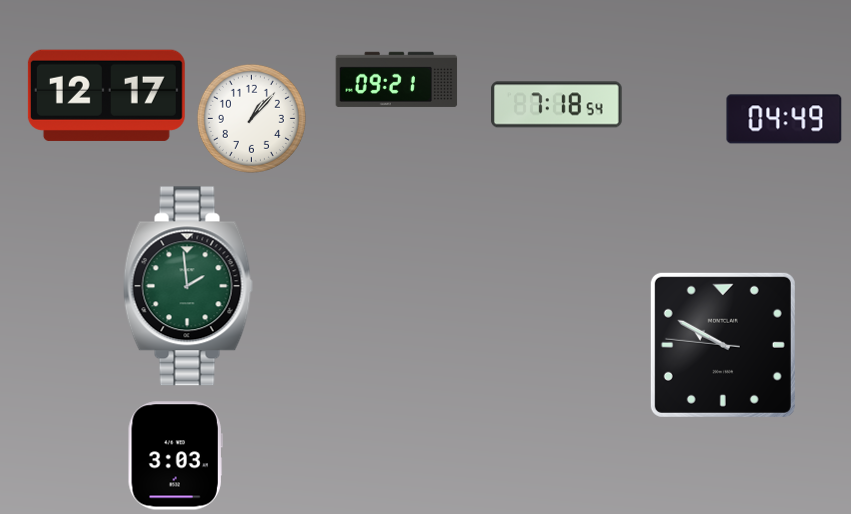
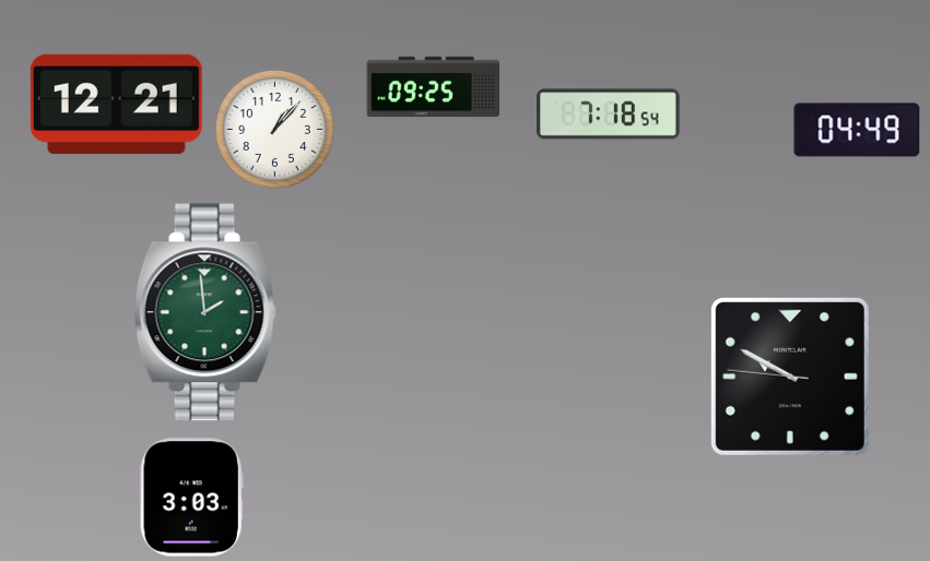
clock at (397, 79): 09:21 -> 09:25
clock at (106, 95): 12:17 -> 12:21
